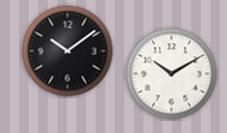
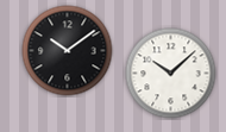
clock at (172, 74): 10:10 -> 10:08
